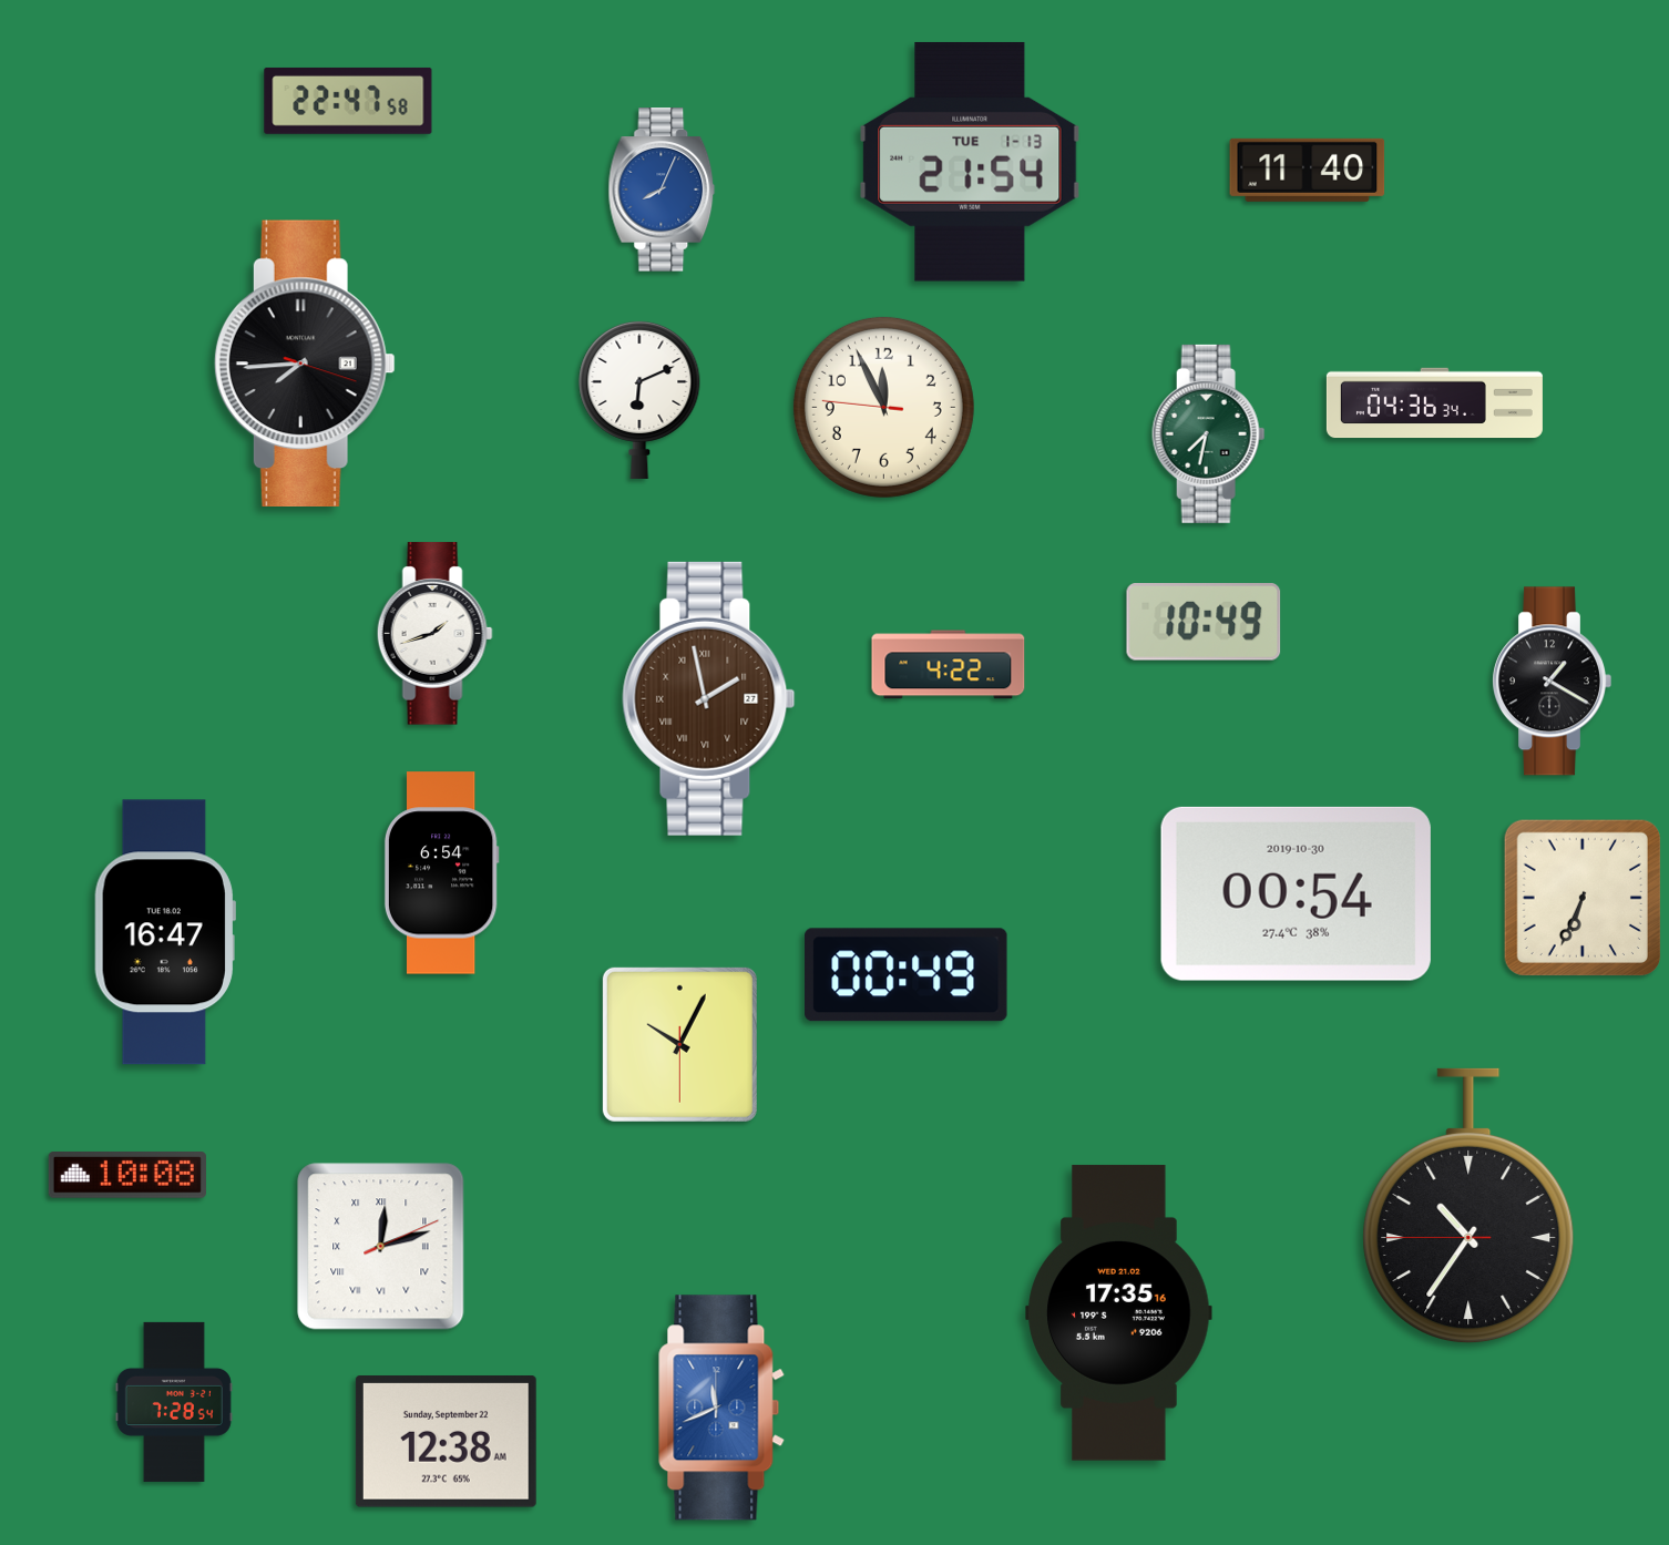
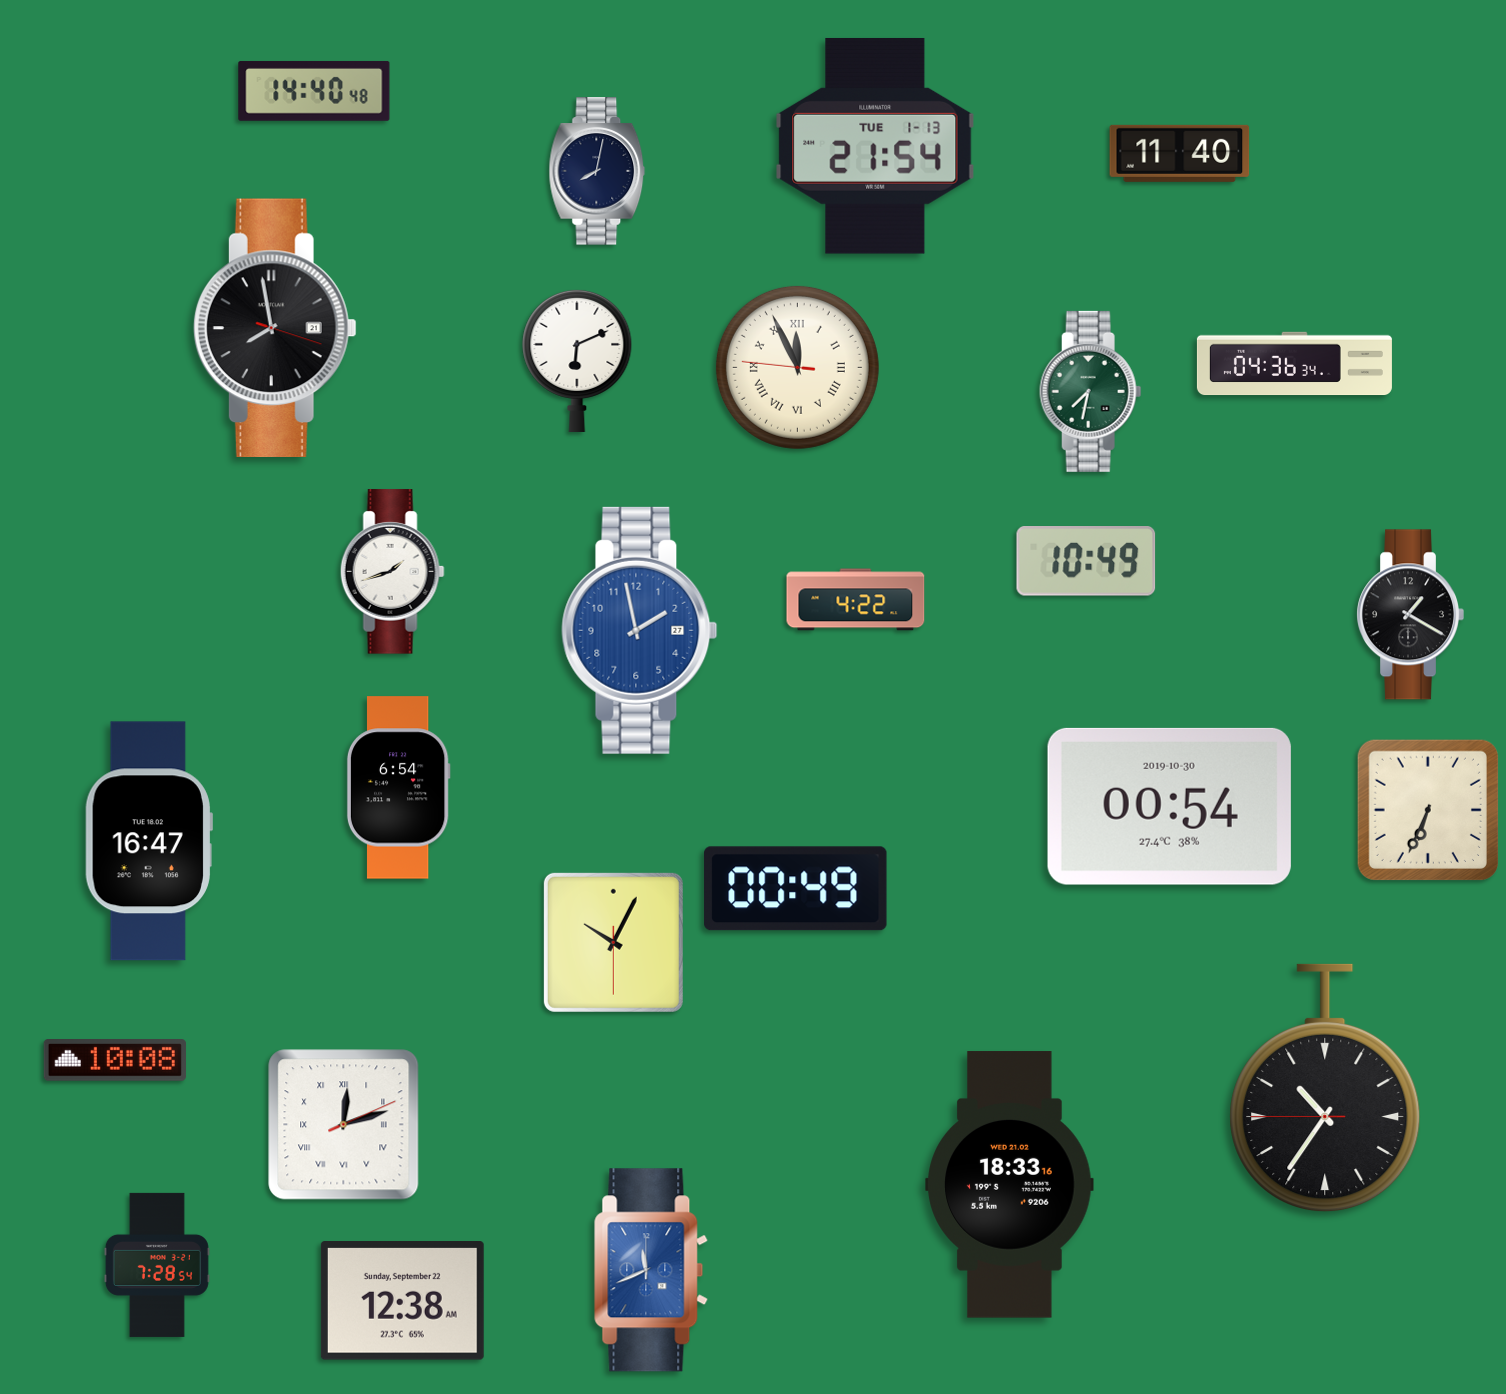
clock at (348, 101): 22:47 -> 14:40
clock at (662, 190): 8:04 -> 8:02
clock at (662, 190) dial: blue -> navy
clock at (305, 362): 7:44 -> 7:58
clock at (883, 407) numerals: Arabic -> Roman
clock at (1552, 682) position: (1552, 682) -> (1410, 615)
clock at (709, 698) dial: brown -> blue
clock at (709, 698) numerals: Roman -> Arabic
clock at (907, 975) position: (907, 975) -> (796, 889)
clock at (1119, 1313): 17:35 -> 18:33
